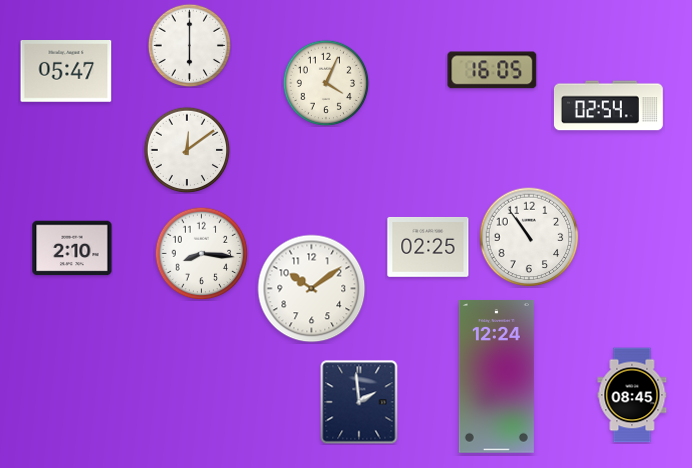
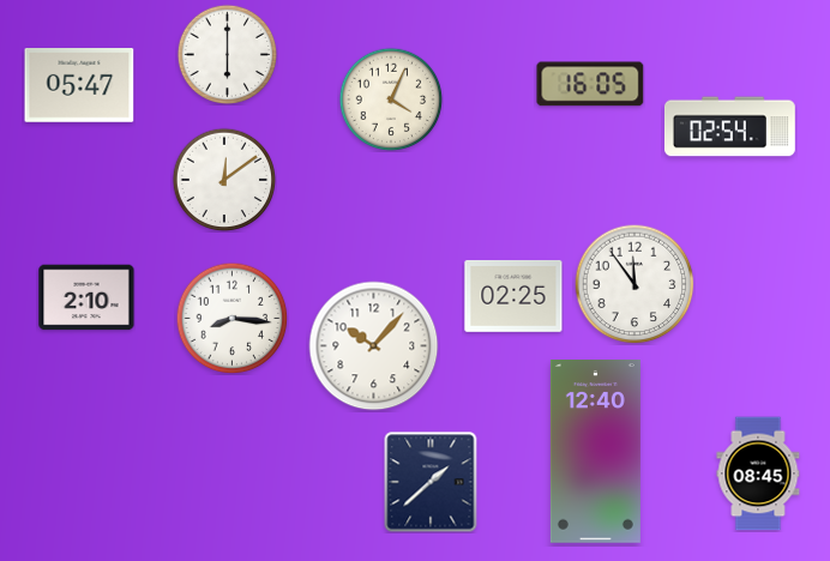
clock at (529, 237): 10:54 -> 11:54
clock at (201, 253) position: (201, 253) -> (231, 318)
clock at (312, 289): 10:09 -> 10:07
clock at (496, 377): 12:24 -> 12:40
clock at (359, 402): 1:59 -> 1:38
